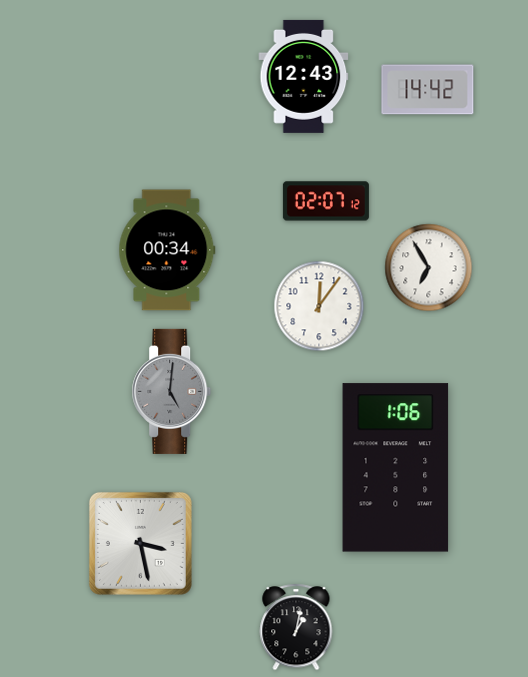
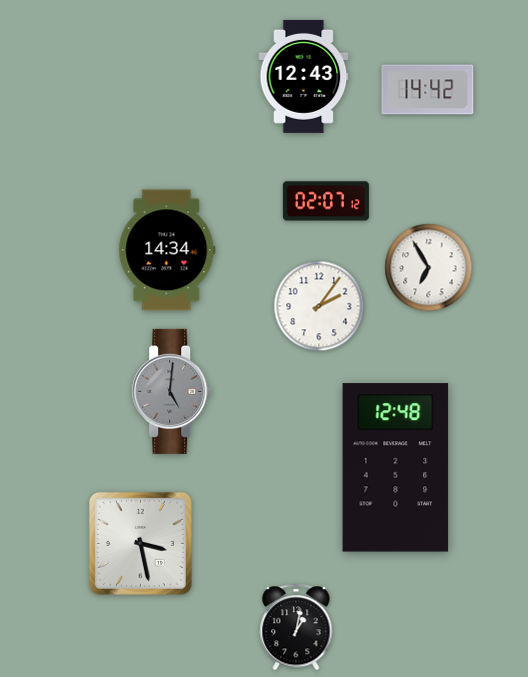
clock at (167, 250): 00:34 -> 14:34
clock at (319, 306): 12:06 -> 2:06
clock at (396, 468): 1:06 -> 12:48
